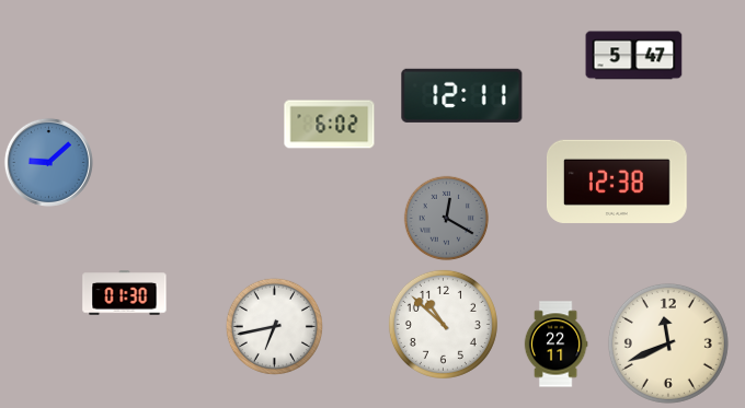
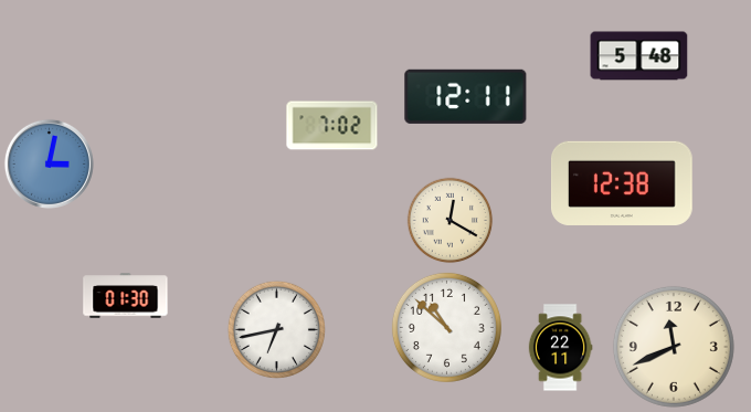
clock at (634, 56): 5:47 -> 5:48
clock at (330, 125): 6:02 -> 7:02
clock at (48, 162): 9:08 -> 3:02
clock at (447, 219) dial: grey -> cream
